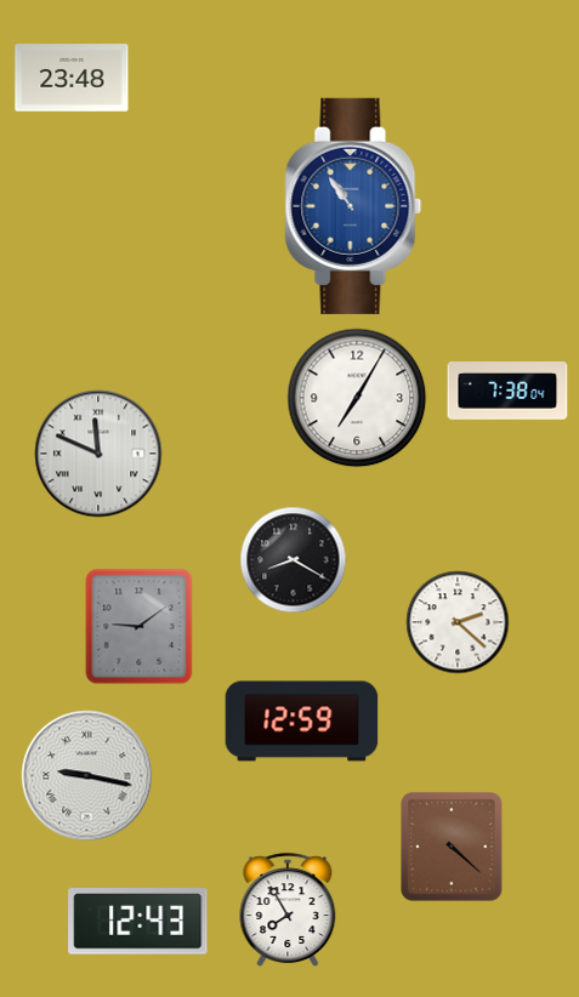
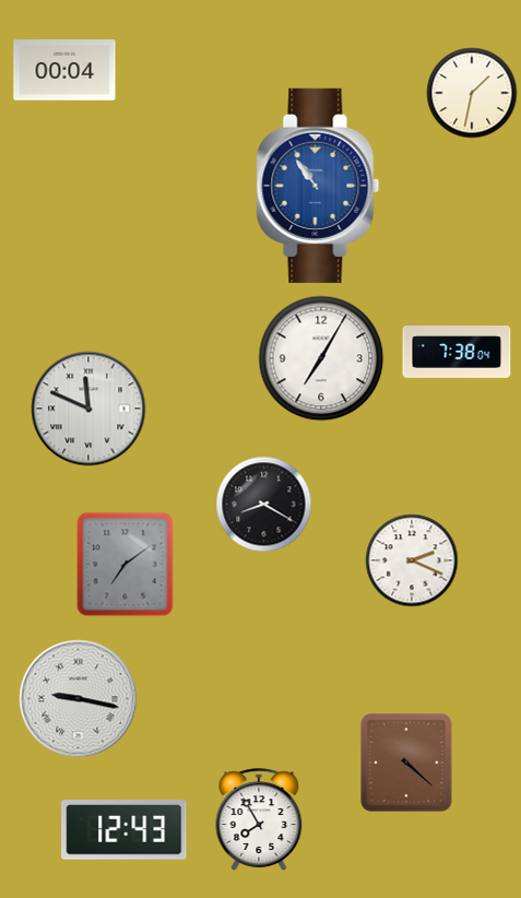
clock at (72, 78): 23:48 -> 00:04
clock at (472, 93): none -> 1:32
clock at (458, 622): 2:22 -> 2:19
clock at (140, 627): 9:09 -> 7:09
clock at (302, 722): 12:59 -> none
